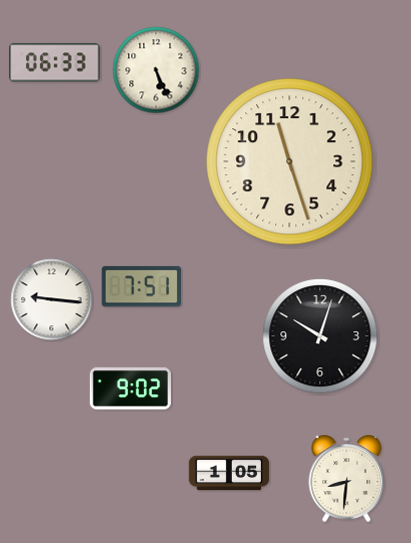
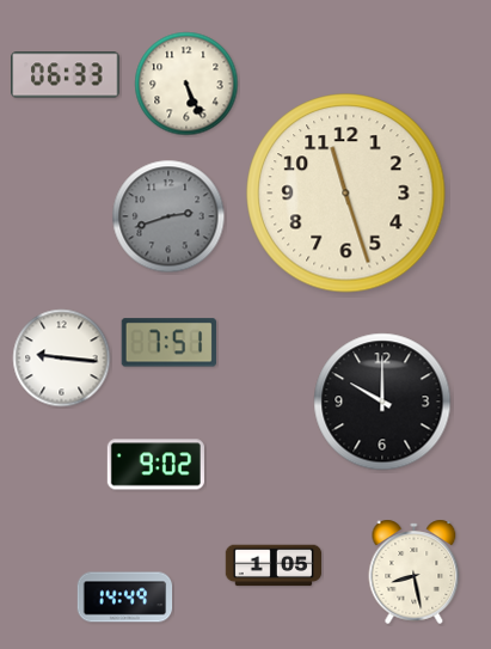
clock at (168, 216): none -> 2:42
clock at (320, 336): 10:03 -> 10:00
clock at (347, 478): 8:31 -> 8:28
clock at (125, 598): none -> 14:49
